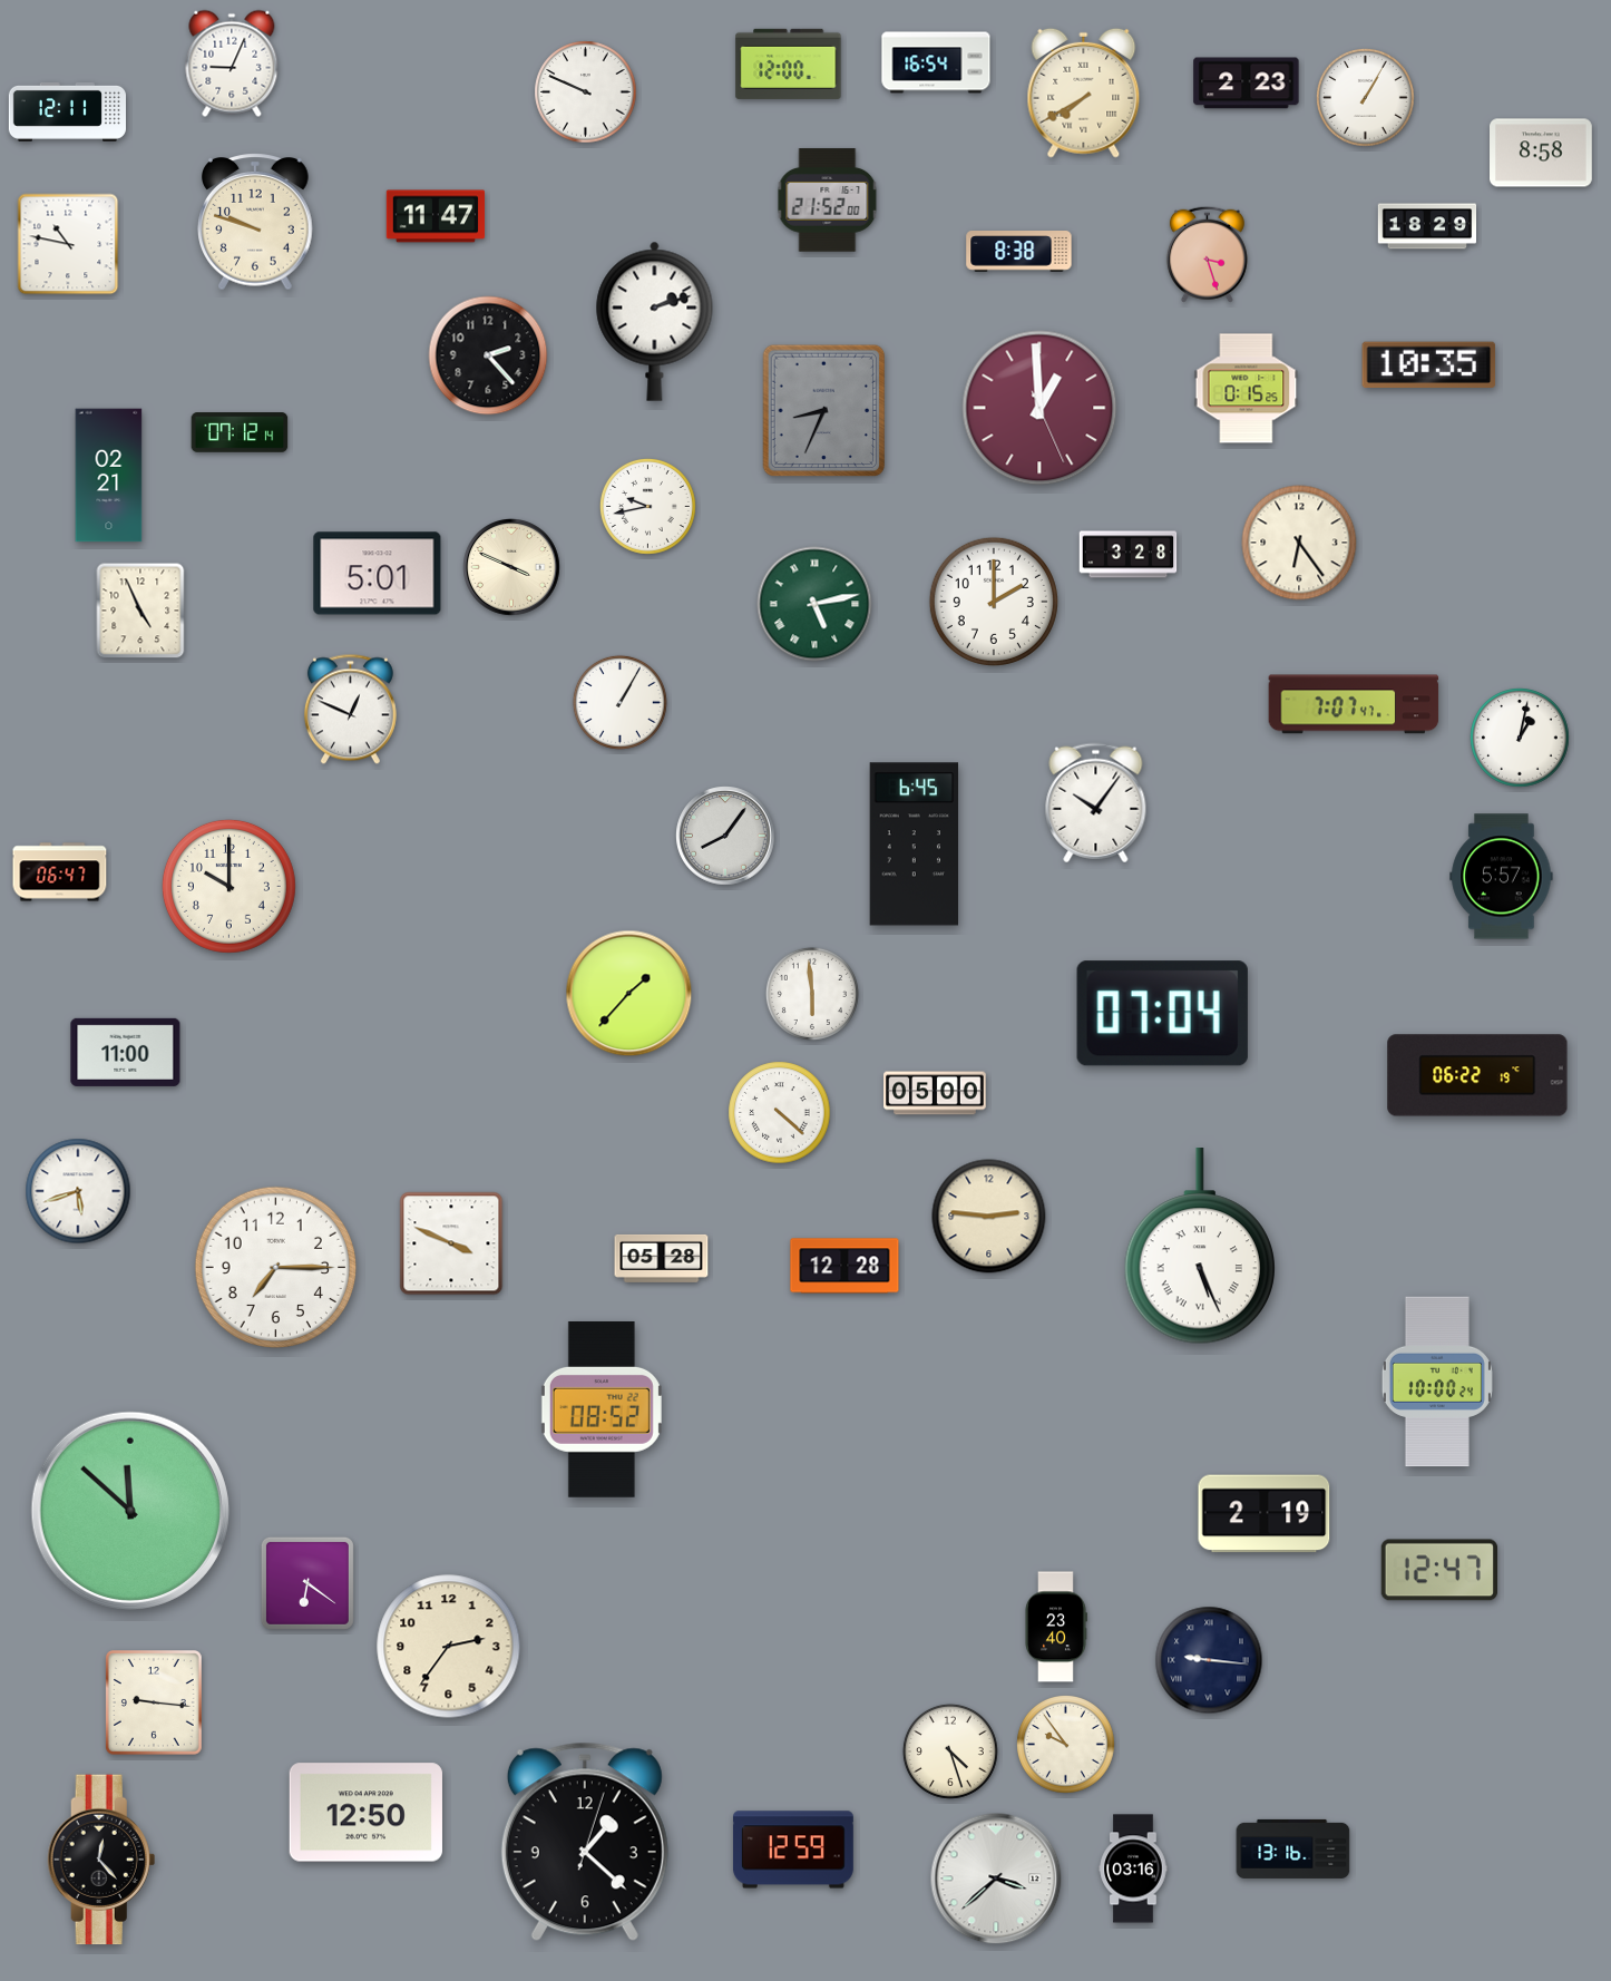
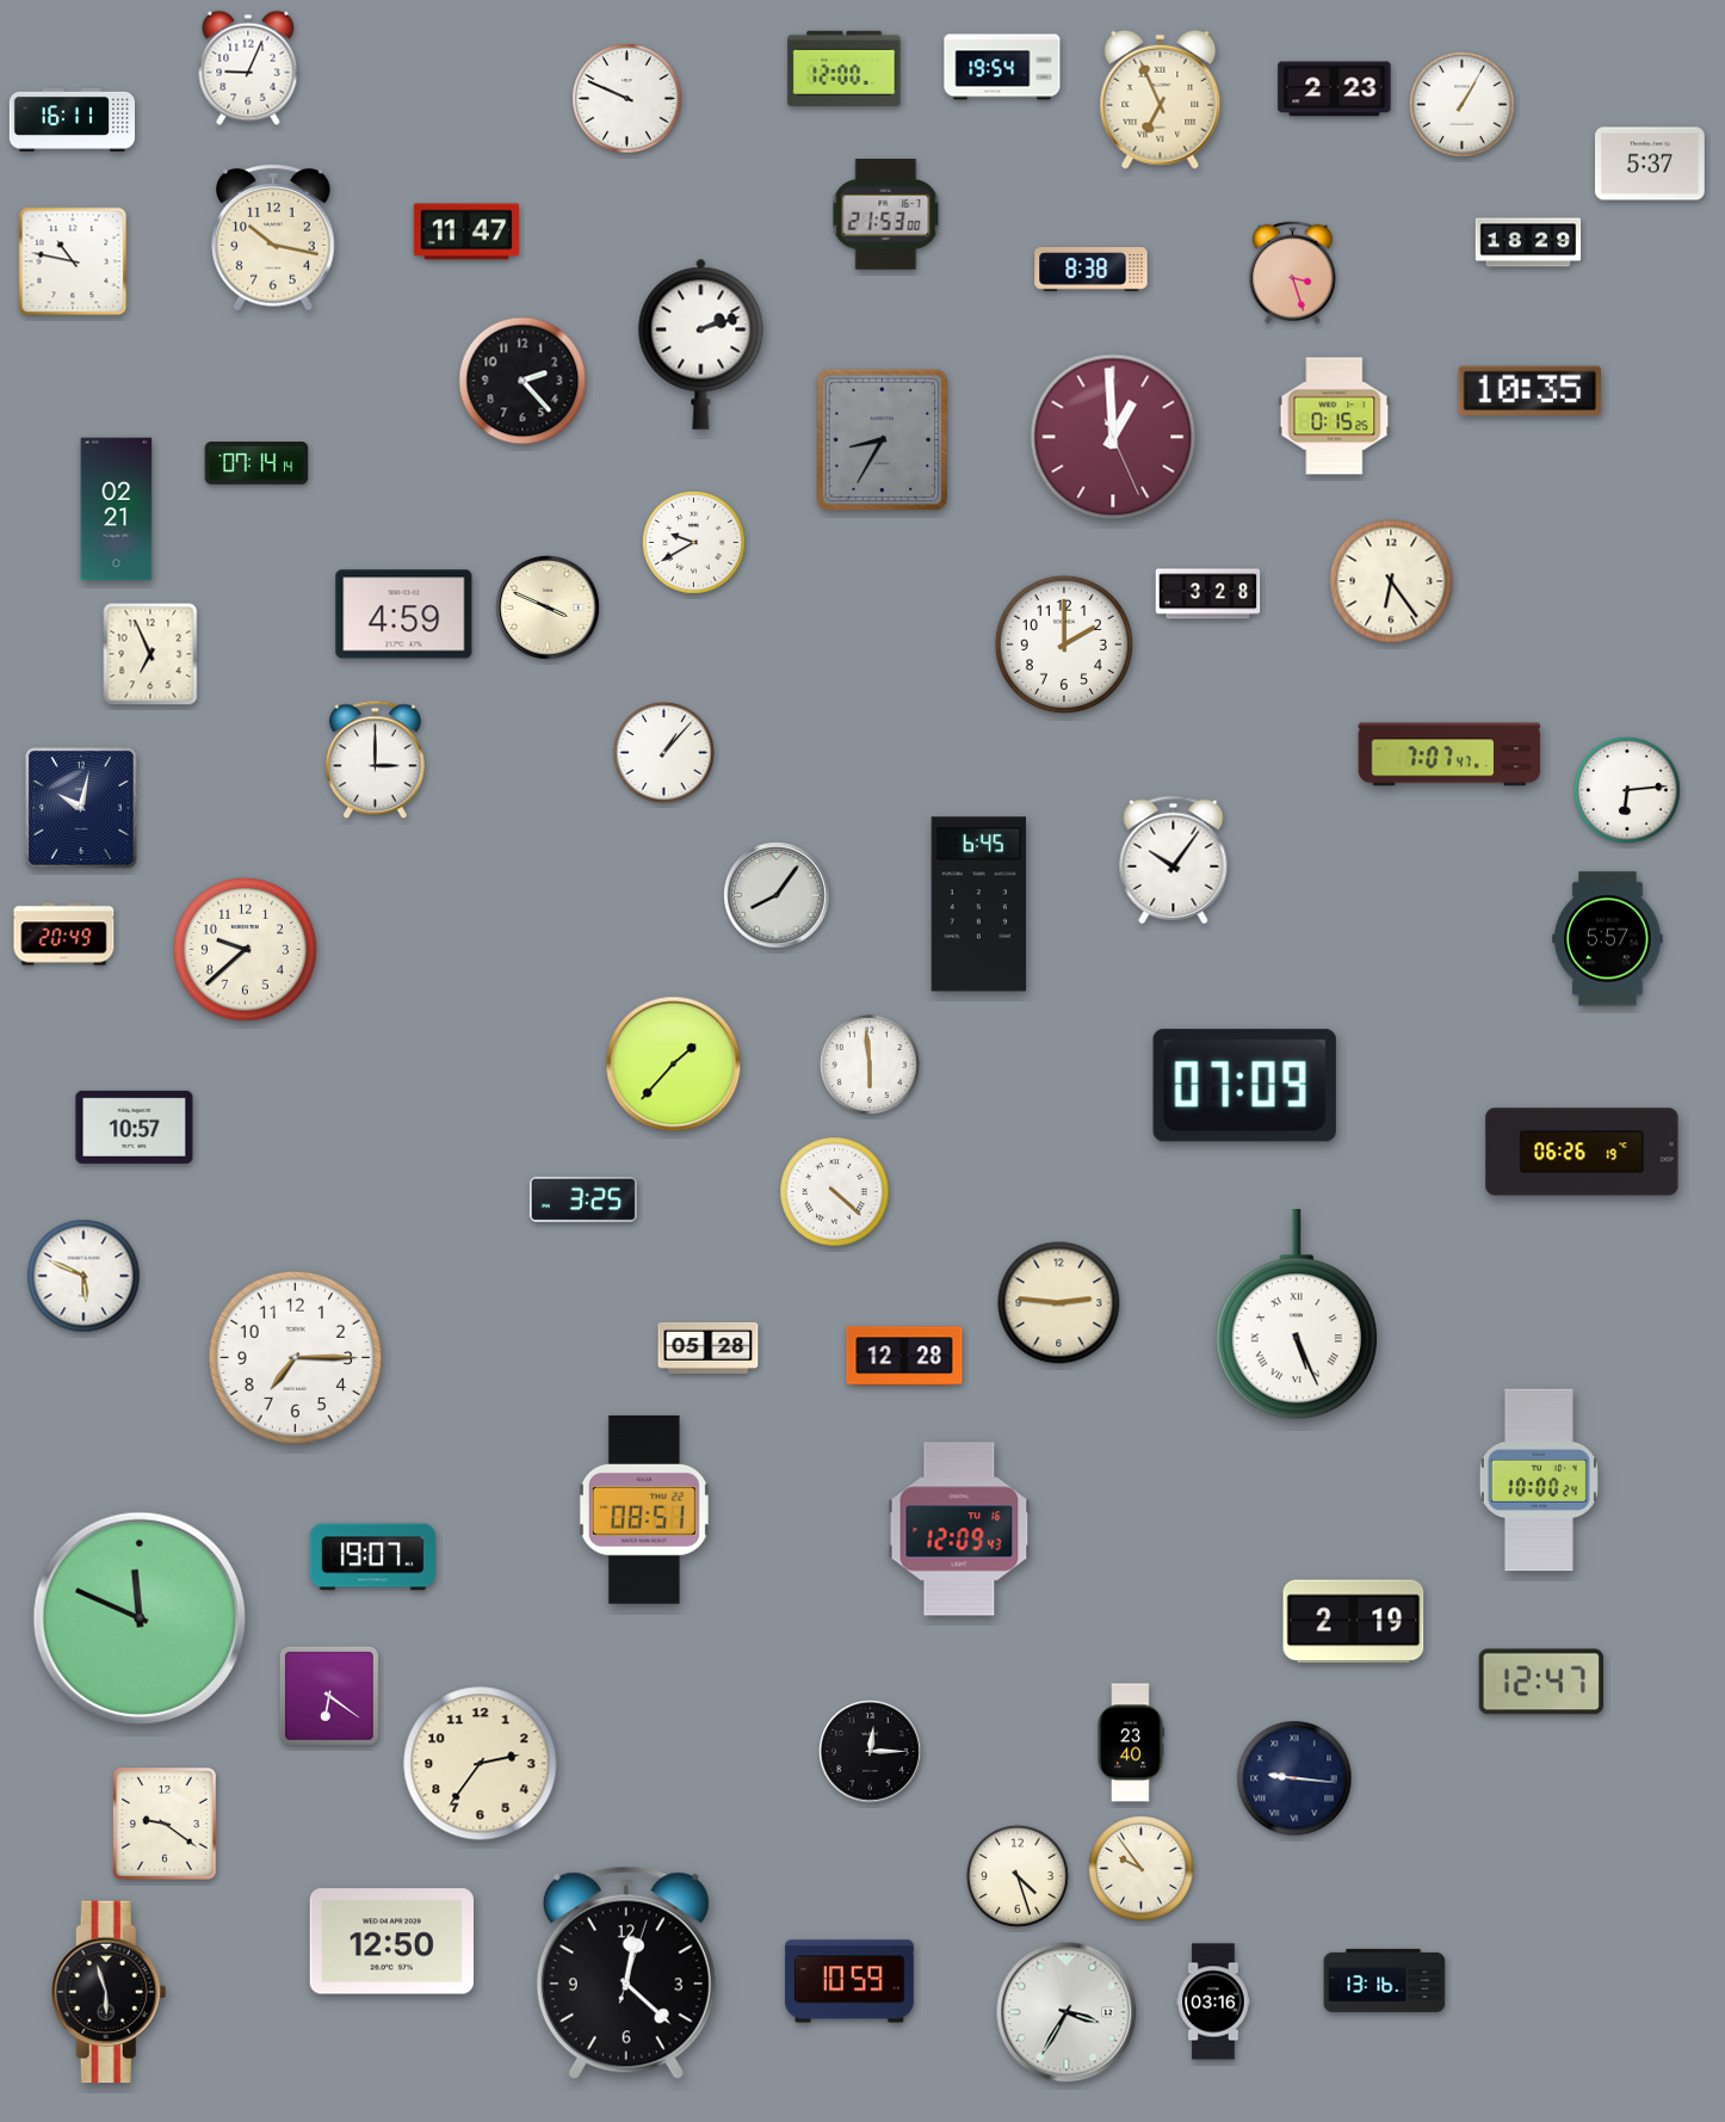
clock at (936, 62): 16:54 -> 19:54
clock at (1084, 92): 7:40 -> 6:56
clock at (67, 111): 12:11 -> 16:11
clock at (1542, 153): 8:58 -> 5:37
clock at (828, 201): 21:52 -> 21:53
clock at (256, 223): 9:48 -> 10:17
clock at (824, 411): 8:34 -> 8:35
clock at (240, 432): 07:12 -> 07:14
clock at (647, 506): 9:43 -> 9:40
clock at (378, 574): 5:01 -> 4:59
clock at (814, 604): 5:13 -> none
clock at (140, 611): 4:56 -> 6:56
clock at (619, 702): 1:05 -> 1:07
clock at (350, 710): 12:49 -> 3:00
clock at (1520, 738): 1:02 -> 6:14
clock at (82, 808): none -> 10:02
clock at (60, 872): 06:47 -> 20:49
clock at (228, 886): 10:00 -> 9:38
clock at (1162, 1014): 07:04 -> 07:09
clock at (126, 1052): 11:00 -> 10:57
clock at (1477, 1075): 06:22 -> 06:26
clock at (935, 1093): 05:00 -> none
clock at (583, 1199): none -> 3:25
clock at (78, 1191): 5:42 -> 5:49
clock at (451, 1243): 3:49 -> none
clock at (1199, 1247) position: (1199, 1247) -> (1296, 1315)
clock at (602, 1409): 08:52 -> 08:51
clock at (959, 1529): none -> 12:09
clock at (372, 1557): none -> 19:07
clock at (129, 1510): 11:52 -> 11:49
clock at (871, 1752): none -> 12:15
clock at (155, 1704): 9:16 -> 9:21
clock at (585, 1842): 1:22 -> 12:22
clock at (793, 1850): 12:59 -> 10:59
clock at (101, 1860): 12:23 -> 5:57
clock at (996, 1878): 3:38 -> 3:35
